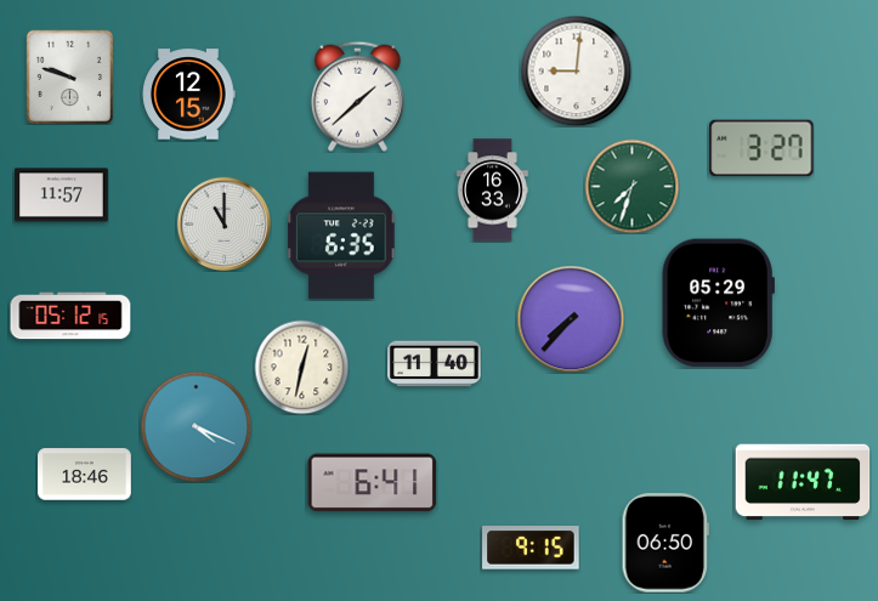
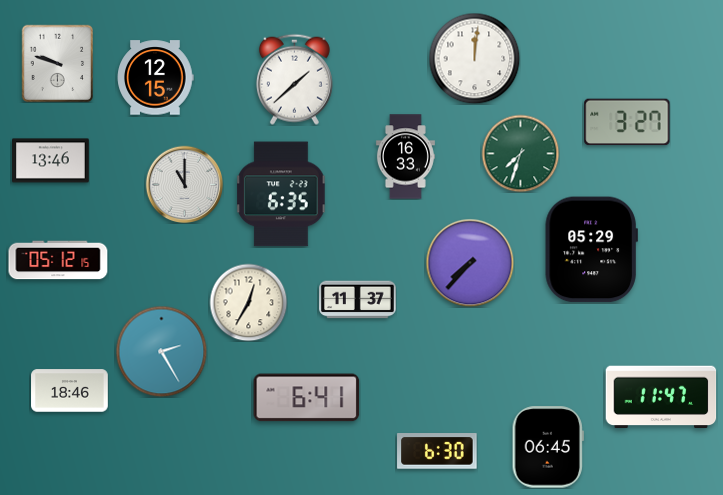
clock at (576, 70): 9:01 -> 12:01
clock at (62, 195): 11:57 -> 13:46
clock at (435, 364): 11:40 -> 11:37
clock at (301, 367): 12:32 -> 12:35
clock at (196, 426): 4:19 -> 2:25
clock at (665, 543): 06:50 -> 06:45
clock at (531, 549): 9:15 -> 6:30
